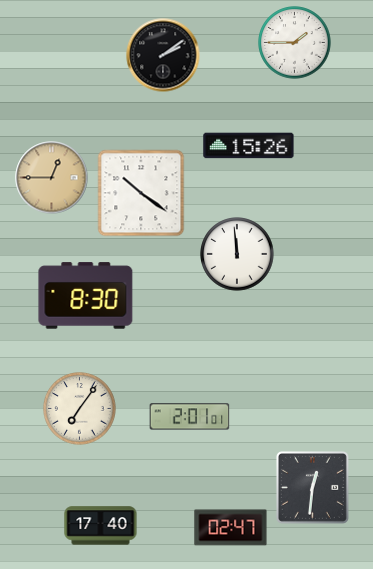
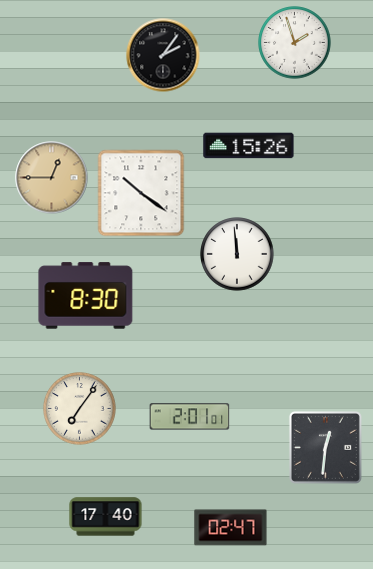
clock at (295, 43): 1:45 -> 1:57
clock at (163, 55): 2:09 -> 2:06
clock at (312, 487) position: (312, 487) -> (325, 447)
clock at (101, 526) position: (101, 526) -> (106, 517)
